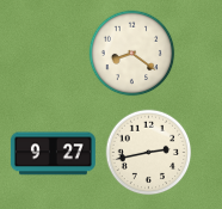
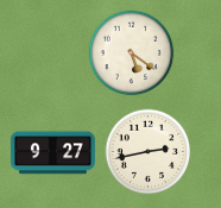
clock at (132, 54): 8:21 -> 5:21
